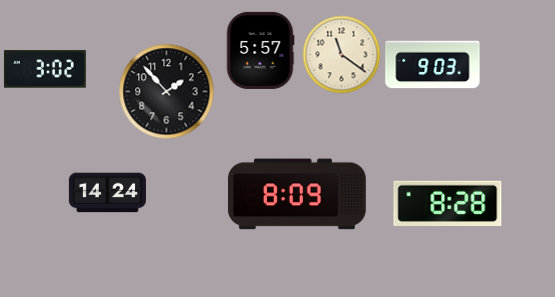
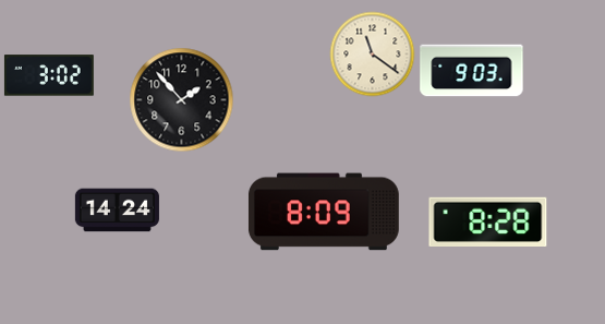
clock at (260, 50): 5:57 -> none
clock at (341, 54) position: (341, 54) -> (372, 53)
